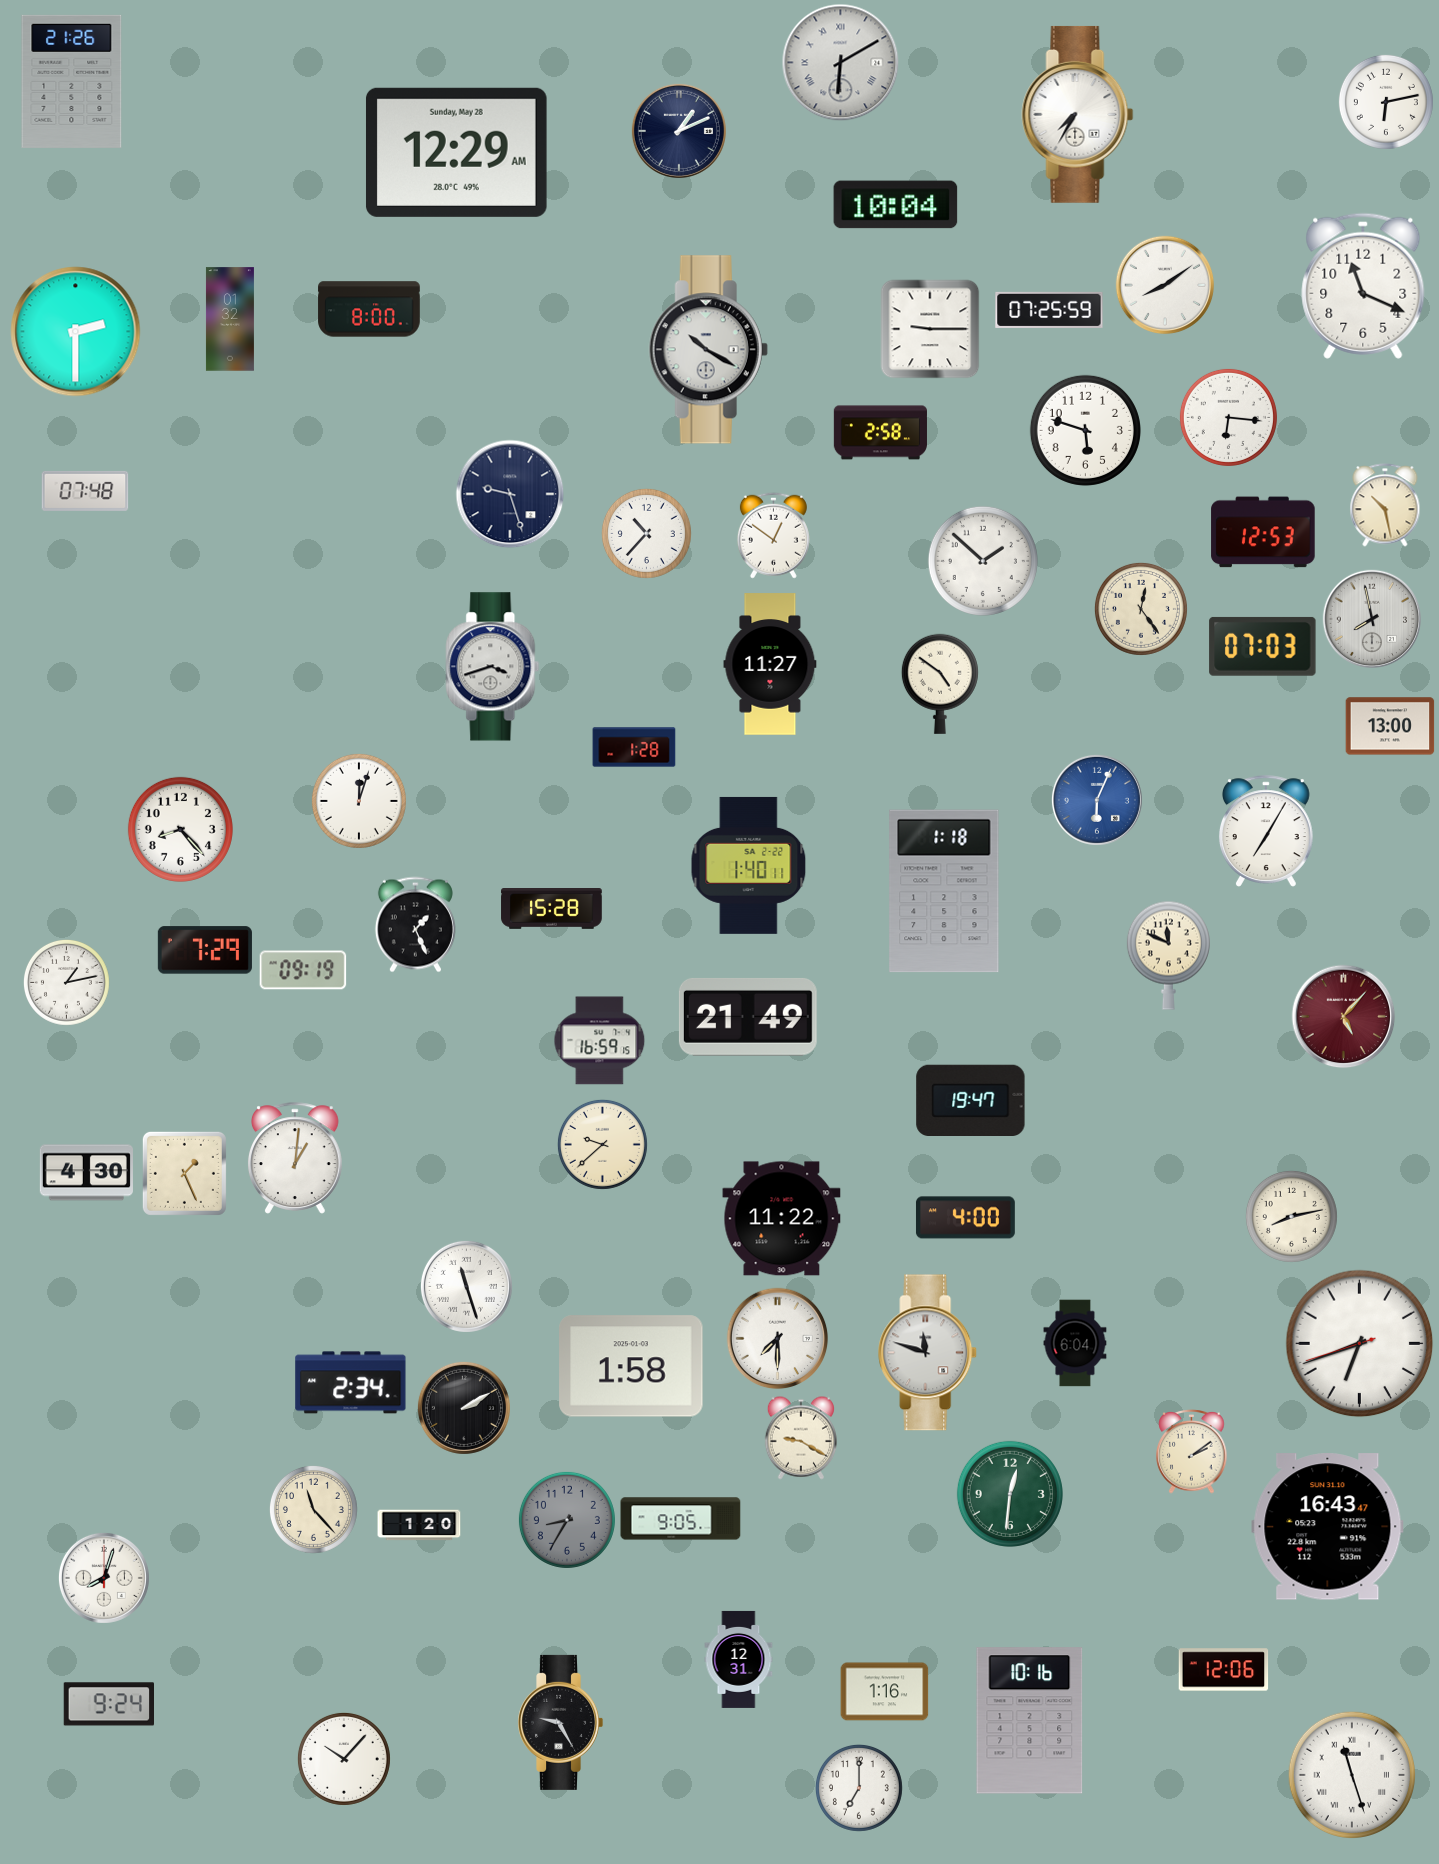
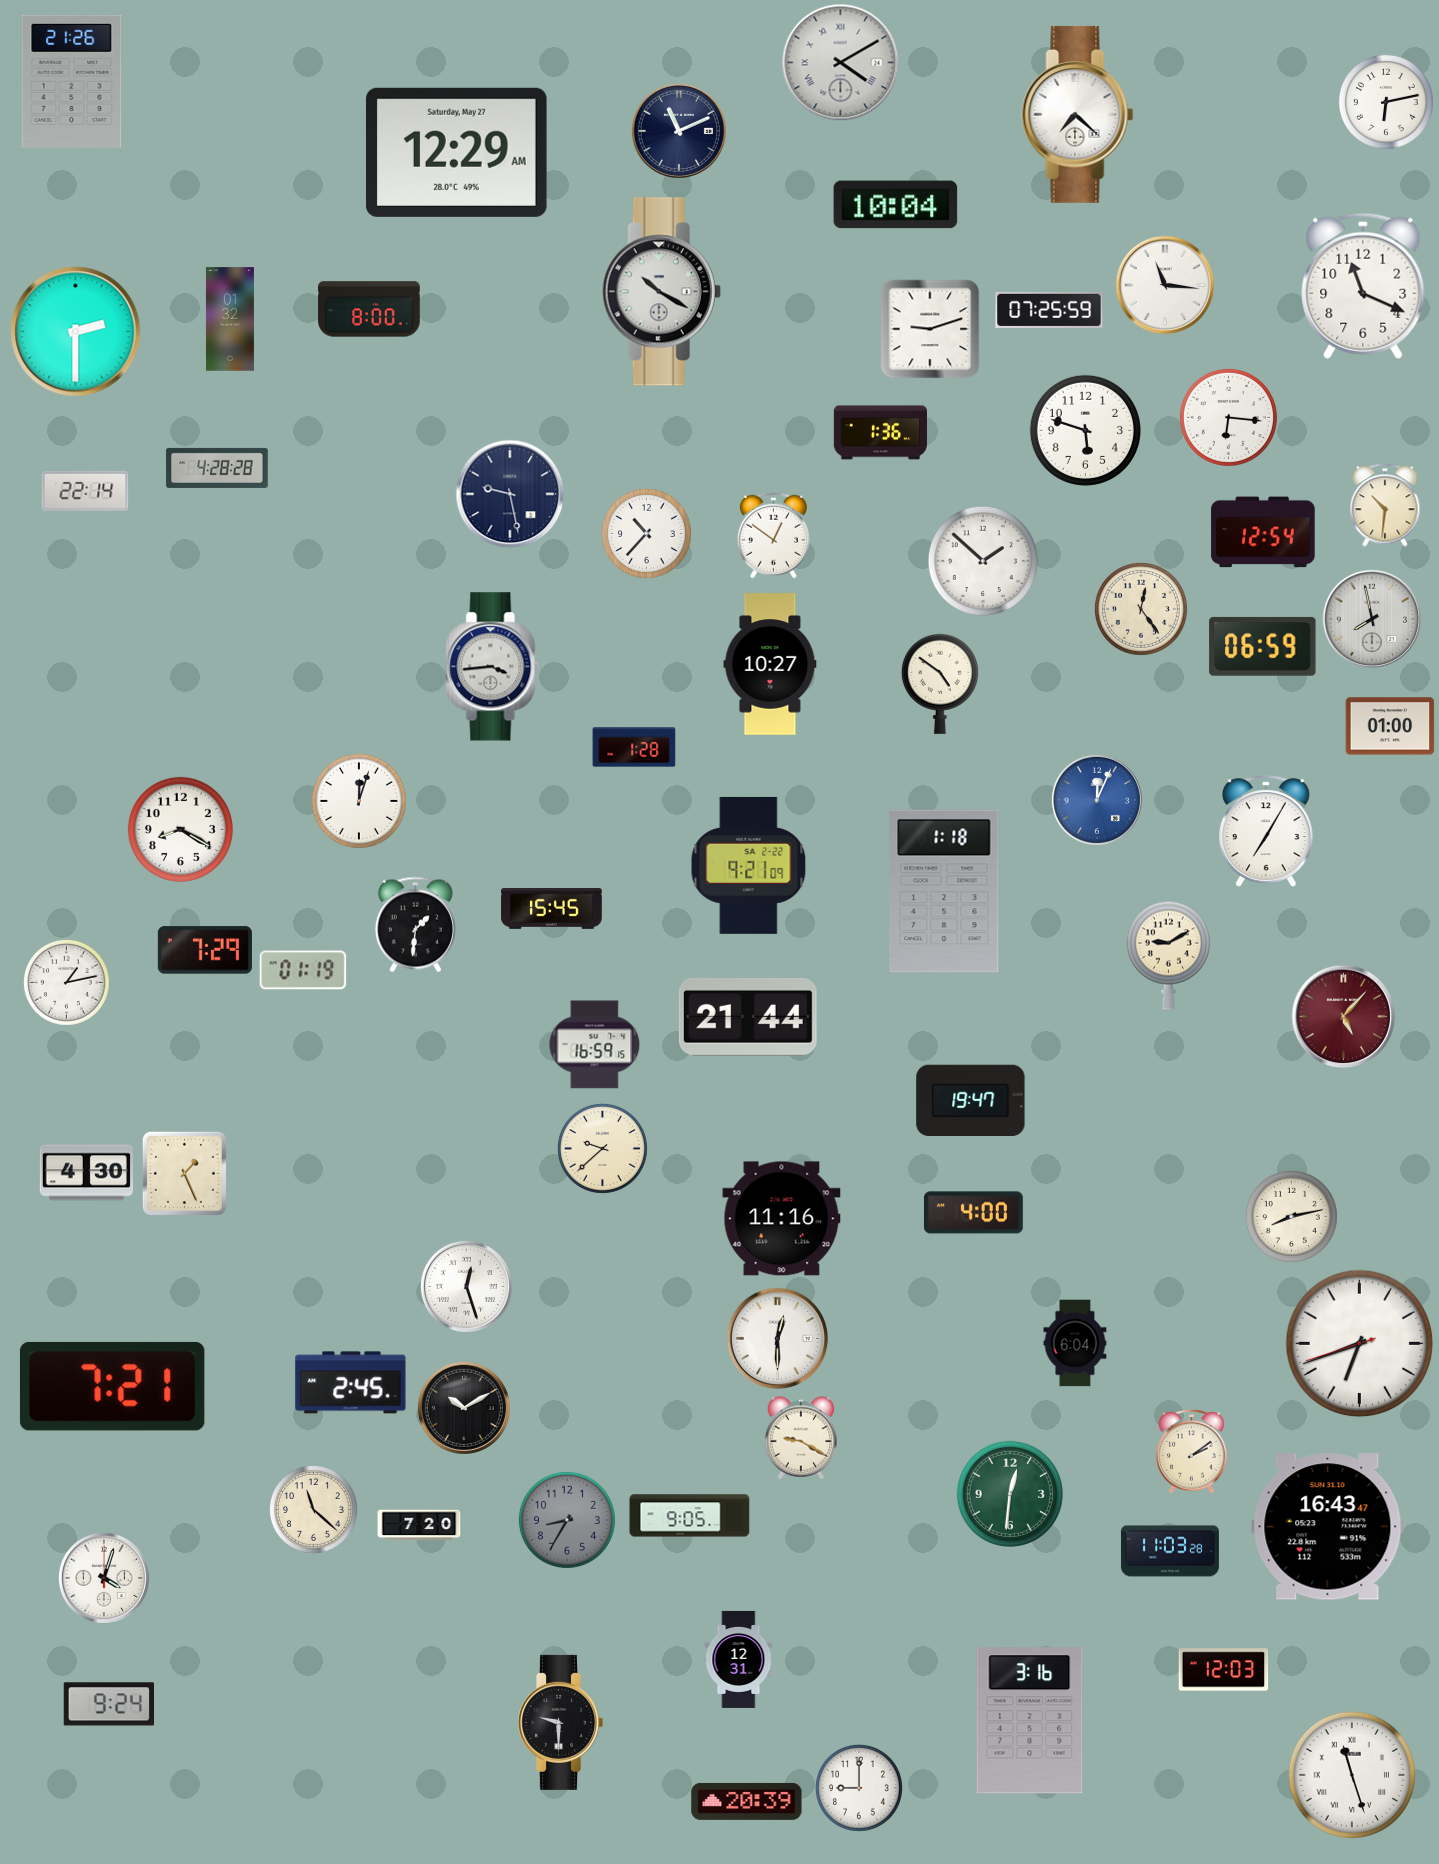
clock at (841, 63): 6:10 -> 4:10
clock at (1078, 114): 7:35 -> 7:22
clock at (679, 131): 1:11 -> 11:11
clock at (456, 152) date: Sunday, May 28 -> Saturday, May 27
clock at (1164, 284): 8:09 -> 11:16
clock at (930, 329): 9:15 -> 9:12
clock at (708, 350) position: (708, 350) -> (661, 292)
clock at (880, 433): 2:58 -> 1:36
clock at (217, 468): none -> 4:28
clock at (85, 491): 07:48 -> 22:14
clock at (510, 494): 9:27 -> 9:28
clock at (1385, 505): 10:28 -> 10:31
clock at (1263, 532): 12:53 -> 12:54
clock at (1263, 646): 07:03 -> 06:59
clock at (770, 664): 11:27 -> 10:27
clock at (493, 667): 3:42 -> 3:44
clock at (1390, 726): 13:00 -> 01:00
clock at (1097, 800): 6:04 -> 12:04
clock at (180, 829): 8:23 -> 8:20
clock at (749, 865): 1:40 -> 9:21
clock at (552, 909): 15:28 -> 15:45
clock at (415, 925): 1:26 -> 1:31
clock at (1168, 955): 11:49 -> 9:10
clock at (303, 970): 09:19 -> 01:19
clock at (748, 1017): 21:49 -> 21:44
clock at (600, 1041) position: (600, 1041) -> (595, 1045)
clock at (602, 1144) position: (602, 1144) -> (602, 1148)
clock at (295, 1158): 1:01 -> none
clock at (965, 1218) position: (965, 1218) -> (973, 1213)
clock at (782, 1219): 11:22 -> 11:16
clock at (466, 1286): 11:27 -> 12:27
clock at (778, 1339): 7:30 -> 12:30
clock at (928, 1353): 11:48 -> none
clock at (631, 1366): 1:58 -> none
clock at (351, 1383): 2:34 -> 2:45
clock at (112, 1386): none -> 7:21
clock at (464, 1408): 2:10 -> 10:10
clock at (313, 1509): 11:23 -> 11:22
clock at (681, 1519) position: (681, 1519) -> (690, 1516)
clock at (419, 1525): 1:20 -> 7:20
clock at (1170, 1551): none -> 11:03
clock at (104, 1578): 8:03 -> 4:03
clock at (1224, 1670): 12:06 -> 12:03
clock at (885, 1692): 1:16 -> none
clock at (1030, 1721): 10:16 -> 3:16
clock at (561, 1722): 9:25 -> 9:30
clock at (344, 1759): 10:07 -> none
clock at (859, 1788): 7:00 -> 9:00
clock at (747, 1801): none -> 20:39
